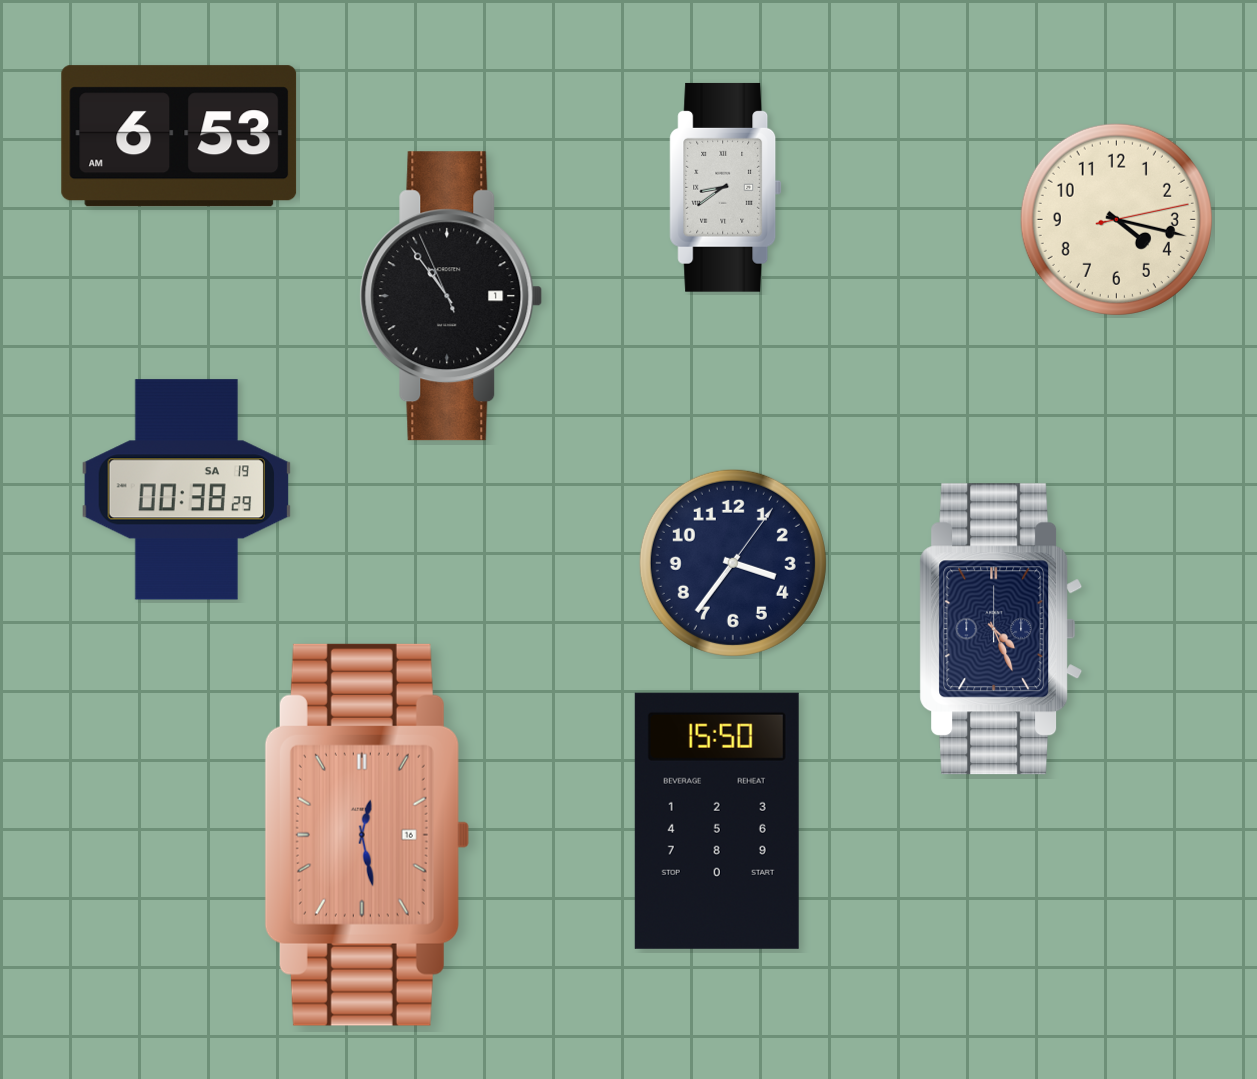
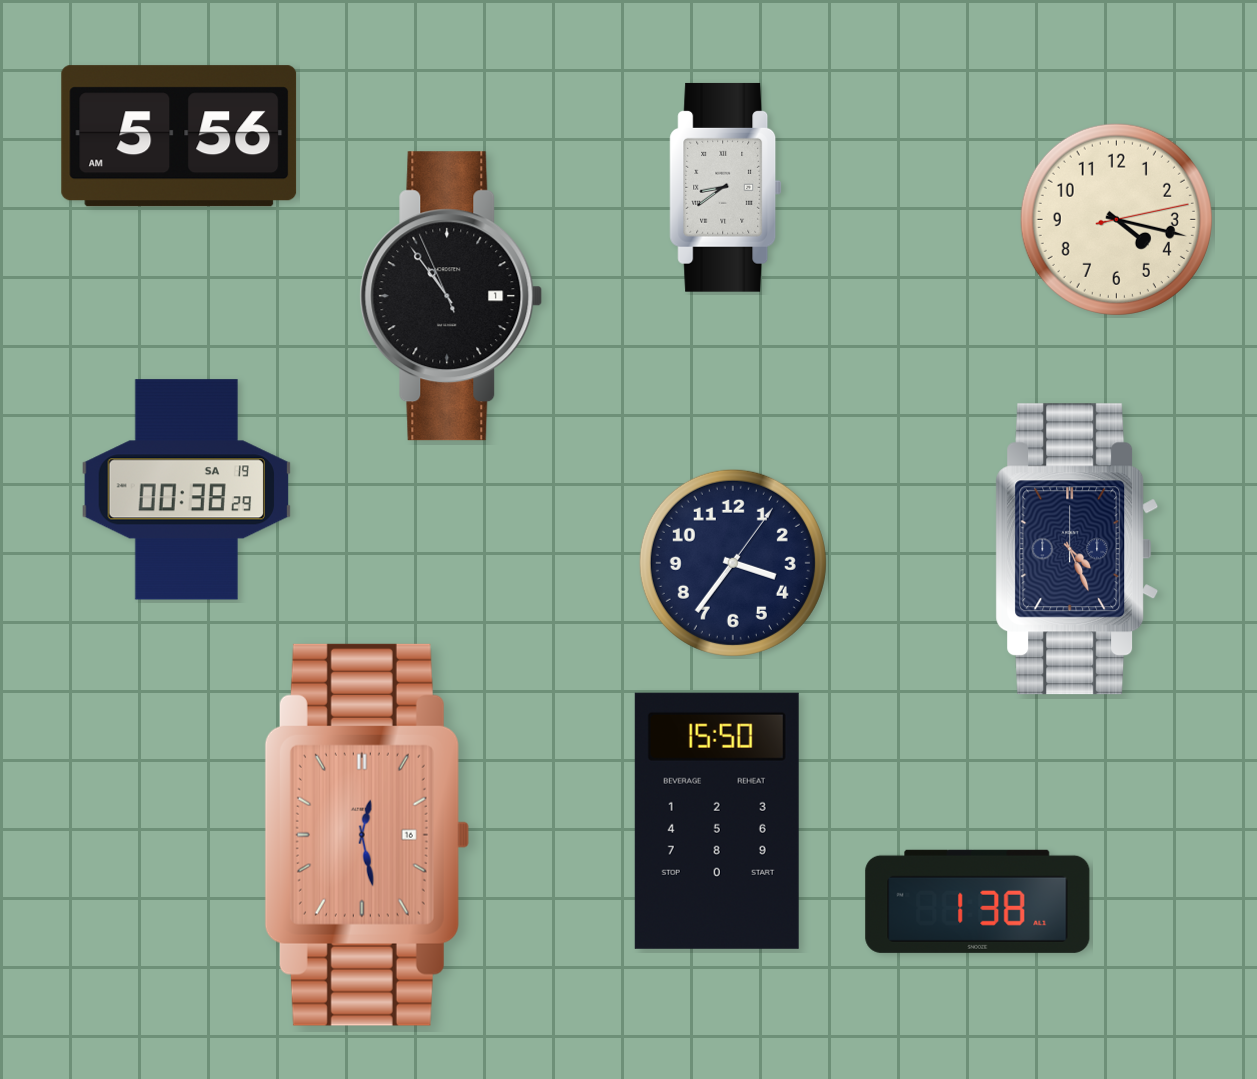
clock at (179, 136): 6:53 -> 5:56
clock at (1001, 629) position: (1001, 629) -> (1077, 549)
clock at (978, 901): none -> 1:38
